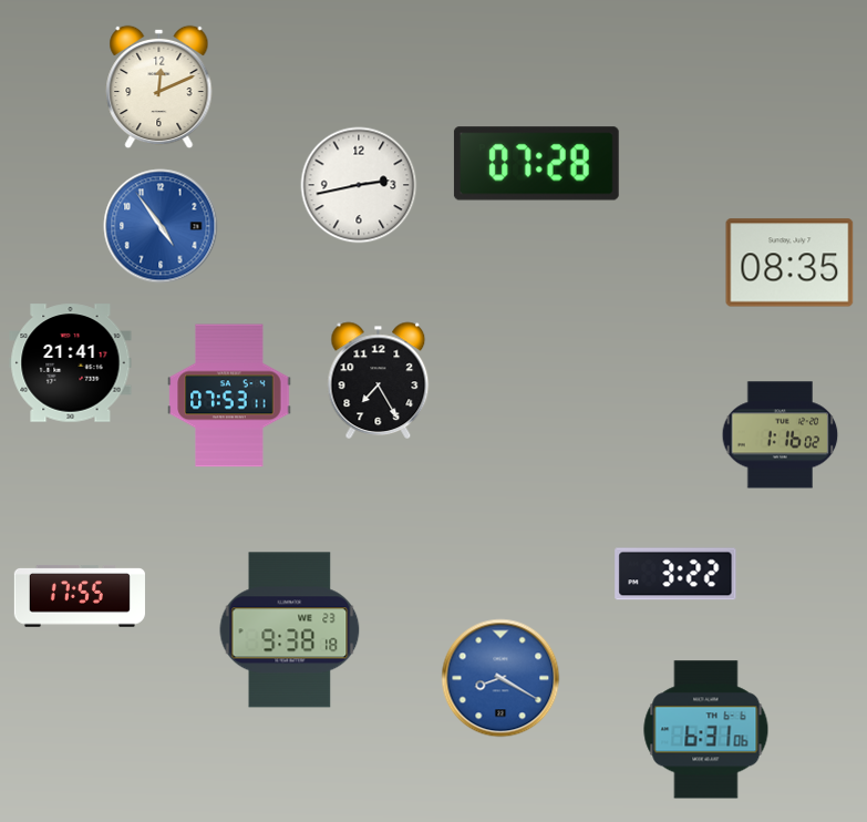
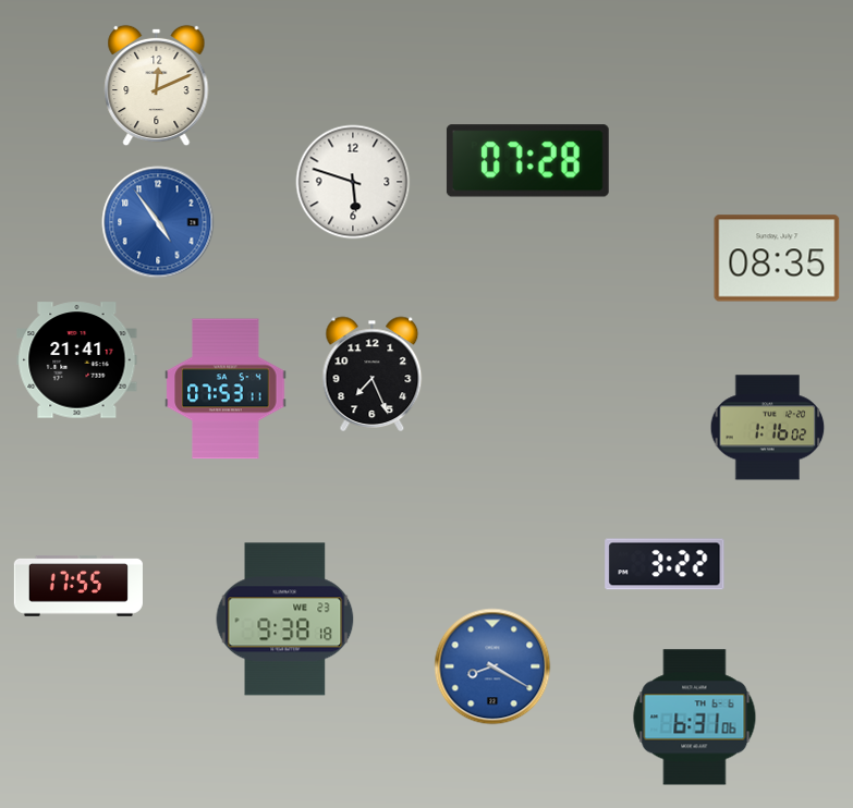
clock at (359, 185): 2:43 -> 5:48
clock at (71, 363) position: (71, 363) -> (77, 360)
clock at (379, 380): 7:25 -> 7:26
